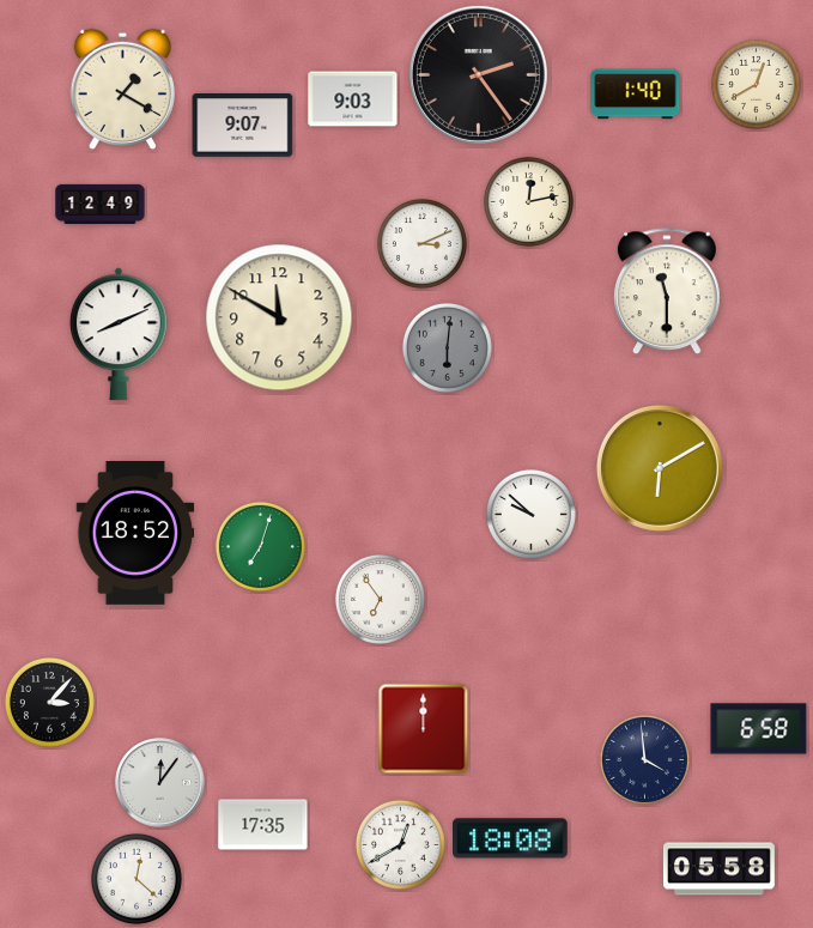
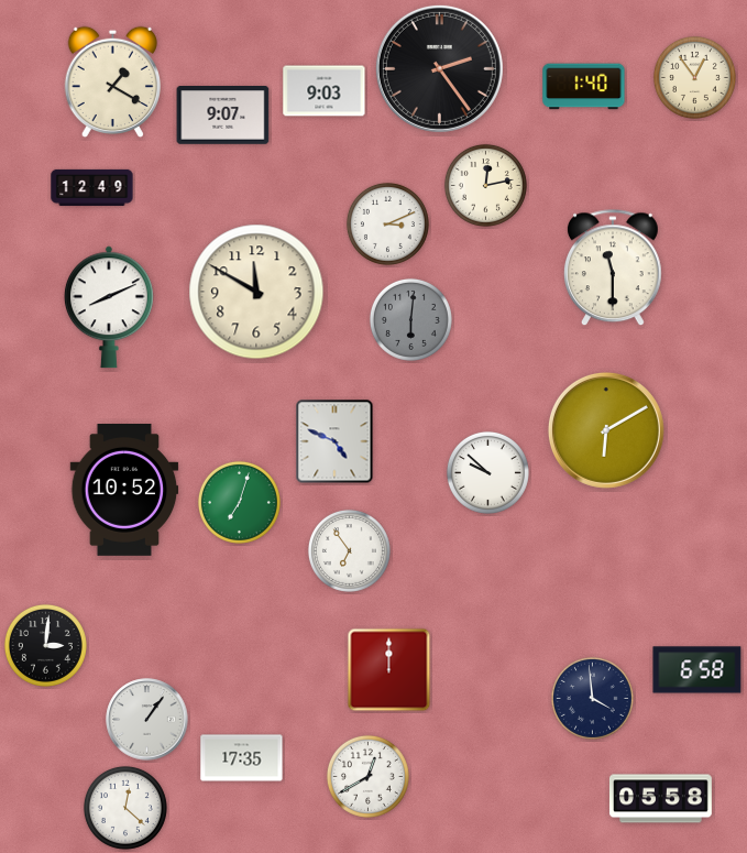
clock at (756, 84): 12:40 -> 12:54
clock at (334, 441): none -> 4:49
clock at (135, 534): 18:52 -> 10:52
clock at (49, 702): 3:07 -> 3:01
clock at (160, 783): 12:06 -> 1:06
clock at (510, 838): 18:08 -> none
